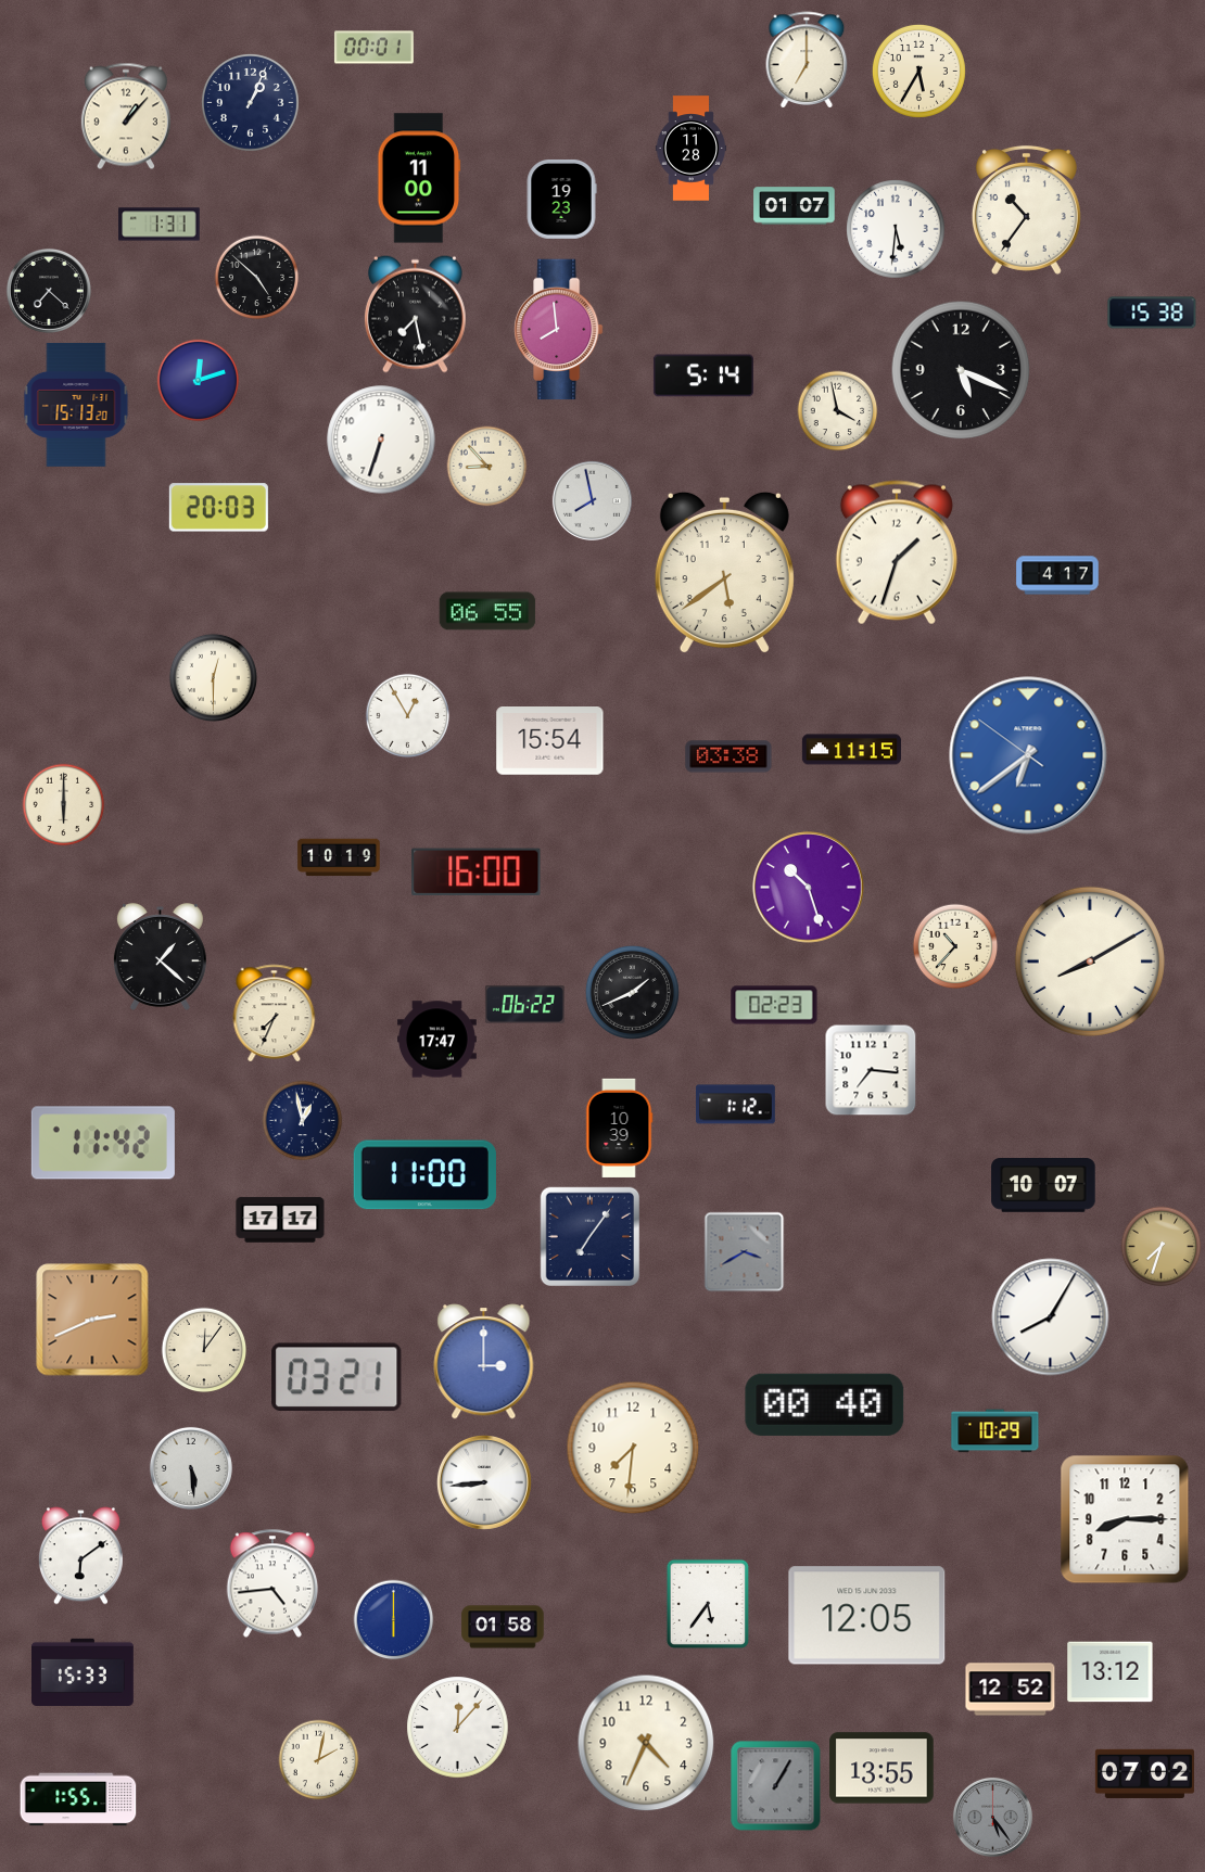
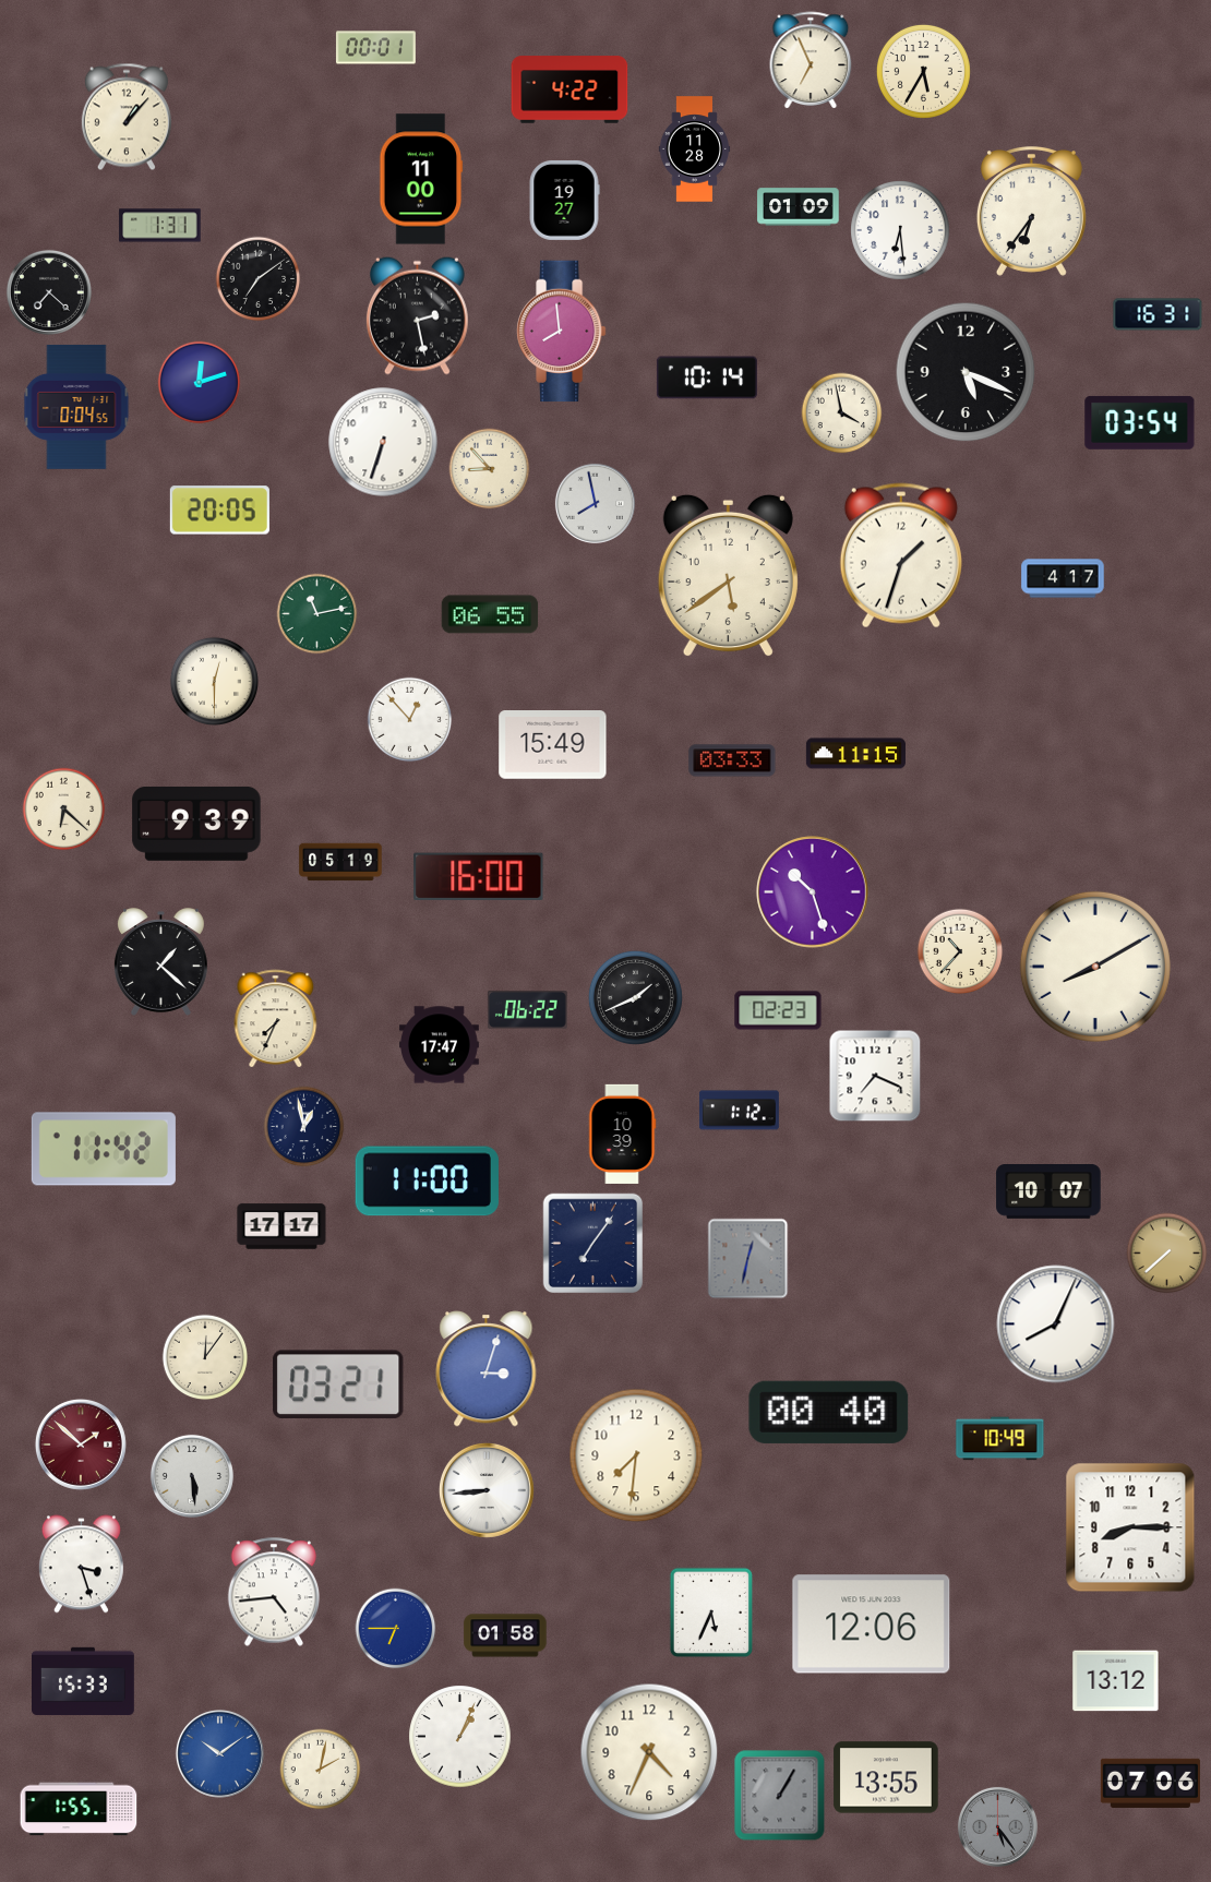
clock at (807, 60): 7:00 -> 6:56
clock at (569, 89): none -> 4:22
clock at (251, 103): 1:04 -> none
clock at (561, 199): 19:23 -> 19:27
clock at (795, 206): 01:07 -> 01:09
clock at (1026, 209): 10:36 -> 6:36
clock at (897, 230): 5:31 -> 6:29
clock at (257, 278): 4:52 -> 7:09
clock at (1152, 313): 15:38 -> 16:31
clock at (415, 314): 7:28 -> 2:28
clock at (703, 375): 5:14 -> 10:14
clock at (76, 405): 15:13 -> 0:04
clock at (1140, 422): none -> 03:54
clock at (218, 508): 20:03 -> 20:05
clock at (317, 614): none -> 11:13
clock at (408, 716): 12:55 -> 12:53
clock at (550, 741): 15:54 -> 15:49
clock at (1028, 755): 6:38 -> none
clock at (728, 756): 03:38 -> 03:33
clock at (64, 805): 6:00 -> 6:22
clock at (196, 824): none -> 9:39
clock at (339, 857): 10:19 -> 05:19
clock at (871, 1070): 7:16 -> 7:19
clock at (1162, 1247): 7:33 -> 7:38
clock at (745, 1252): 3:40 -> 12:32
clock at (1051, 1317): 8:05 -> 8:04
clock at (92, 1320): 2:41 -> none
clock at (484, 1362): 3:00 -> 3:03
clock at (995, 1431): 10:29 -> 10:49
clock at (81, 1445): none -> 1:52
clock at (80, 1556): 6:09 -> 3:27
clock at (707, 1603): 5:36 -> 5:34
clock at (867, 1616): 12:05 -> 12:06
clock at (394, 1620): 6:00 -> 6:45
clock at (1011, 1690): 12:52 -> none
clock at (458, 1728): 12:07 -> 1:04
clock at (219, 1753): none -> 10:09
clock at (1144, 1773): 07:02 -> 07:06
